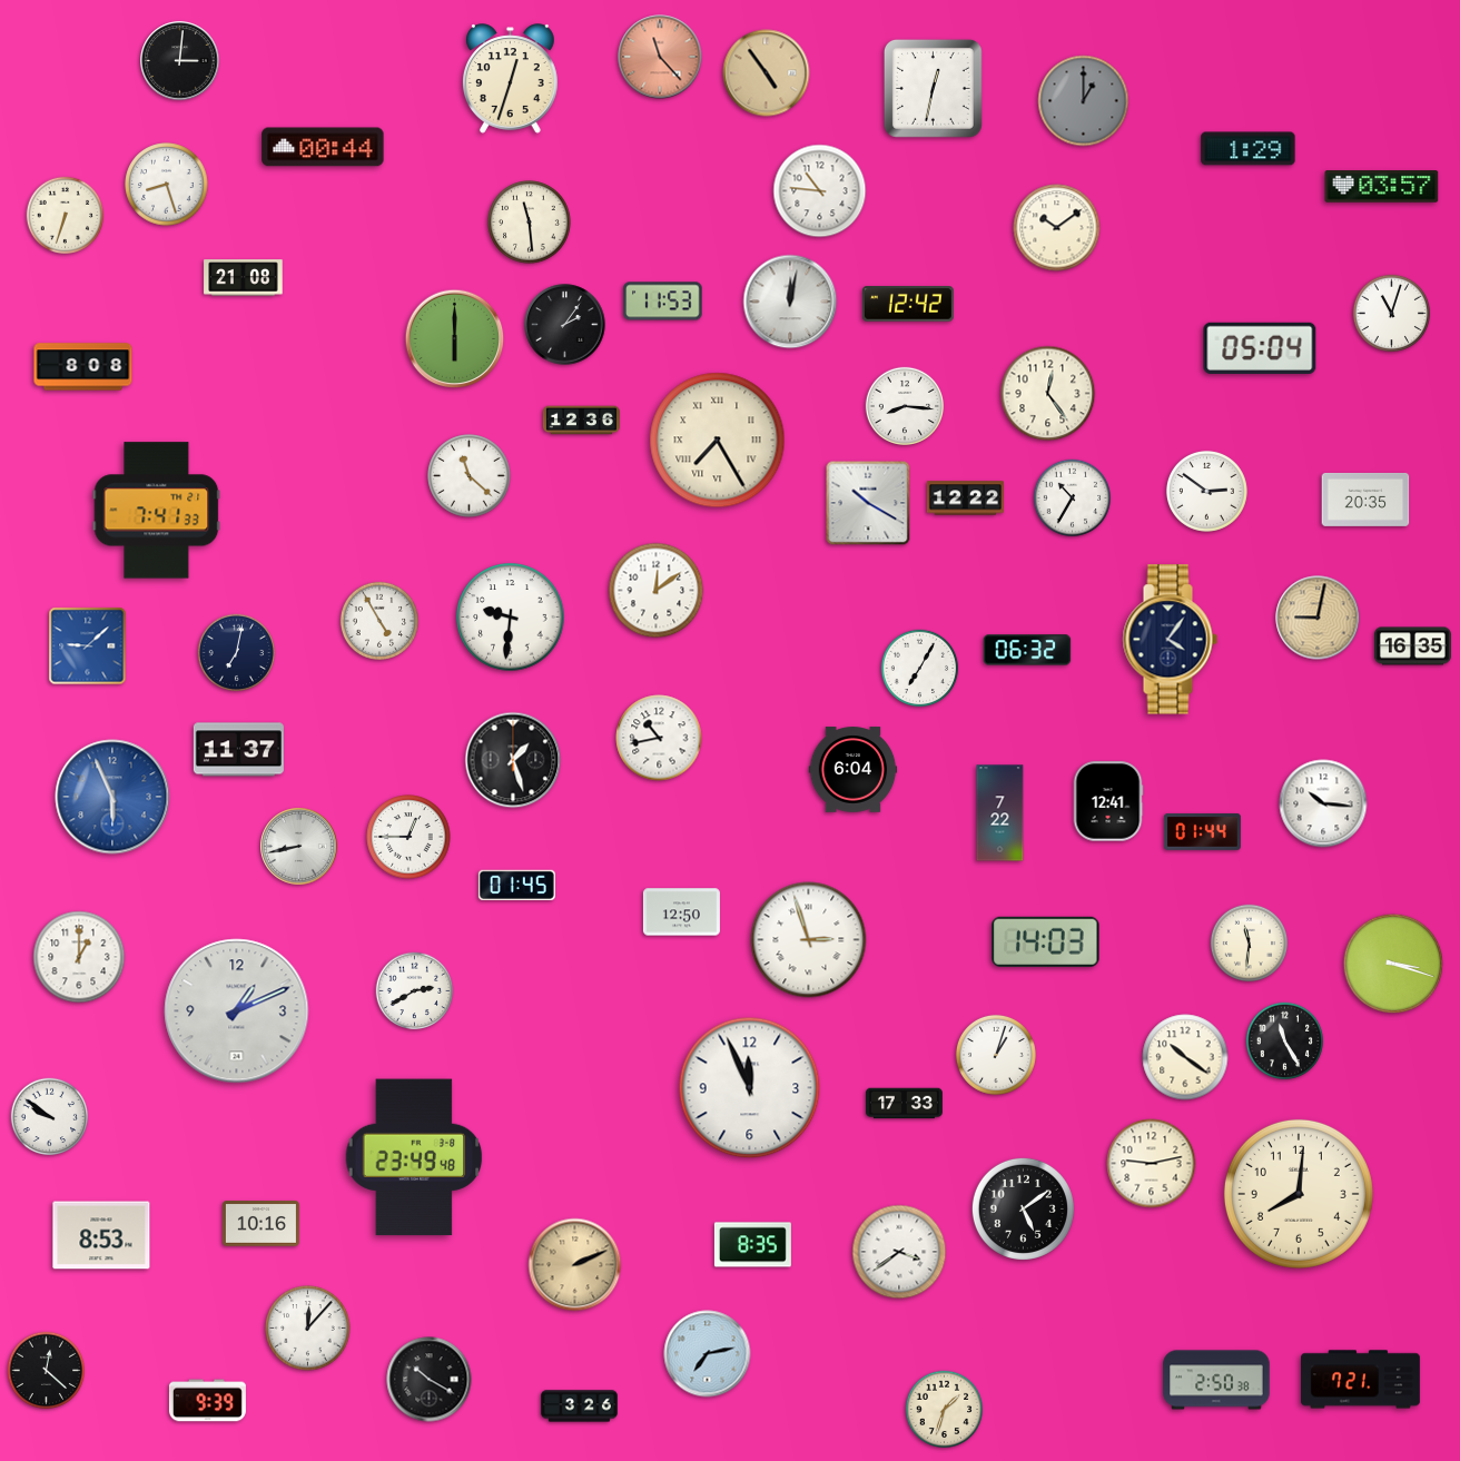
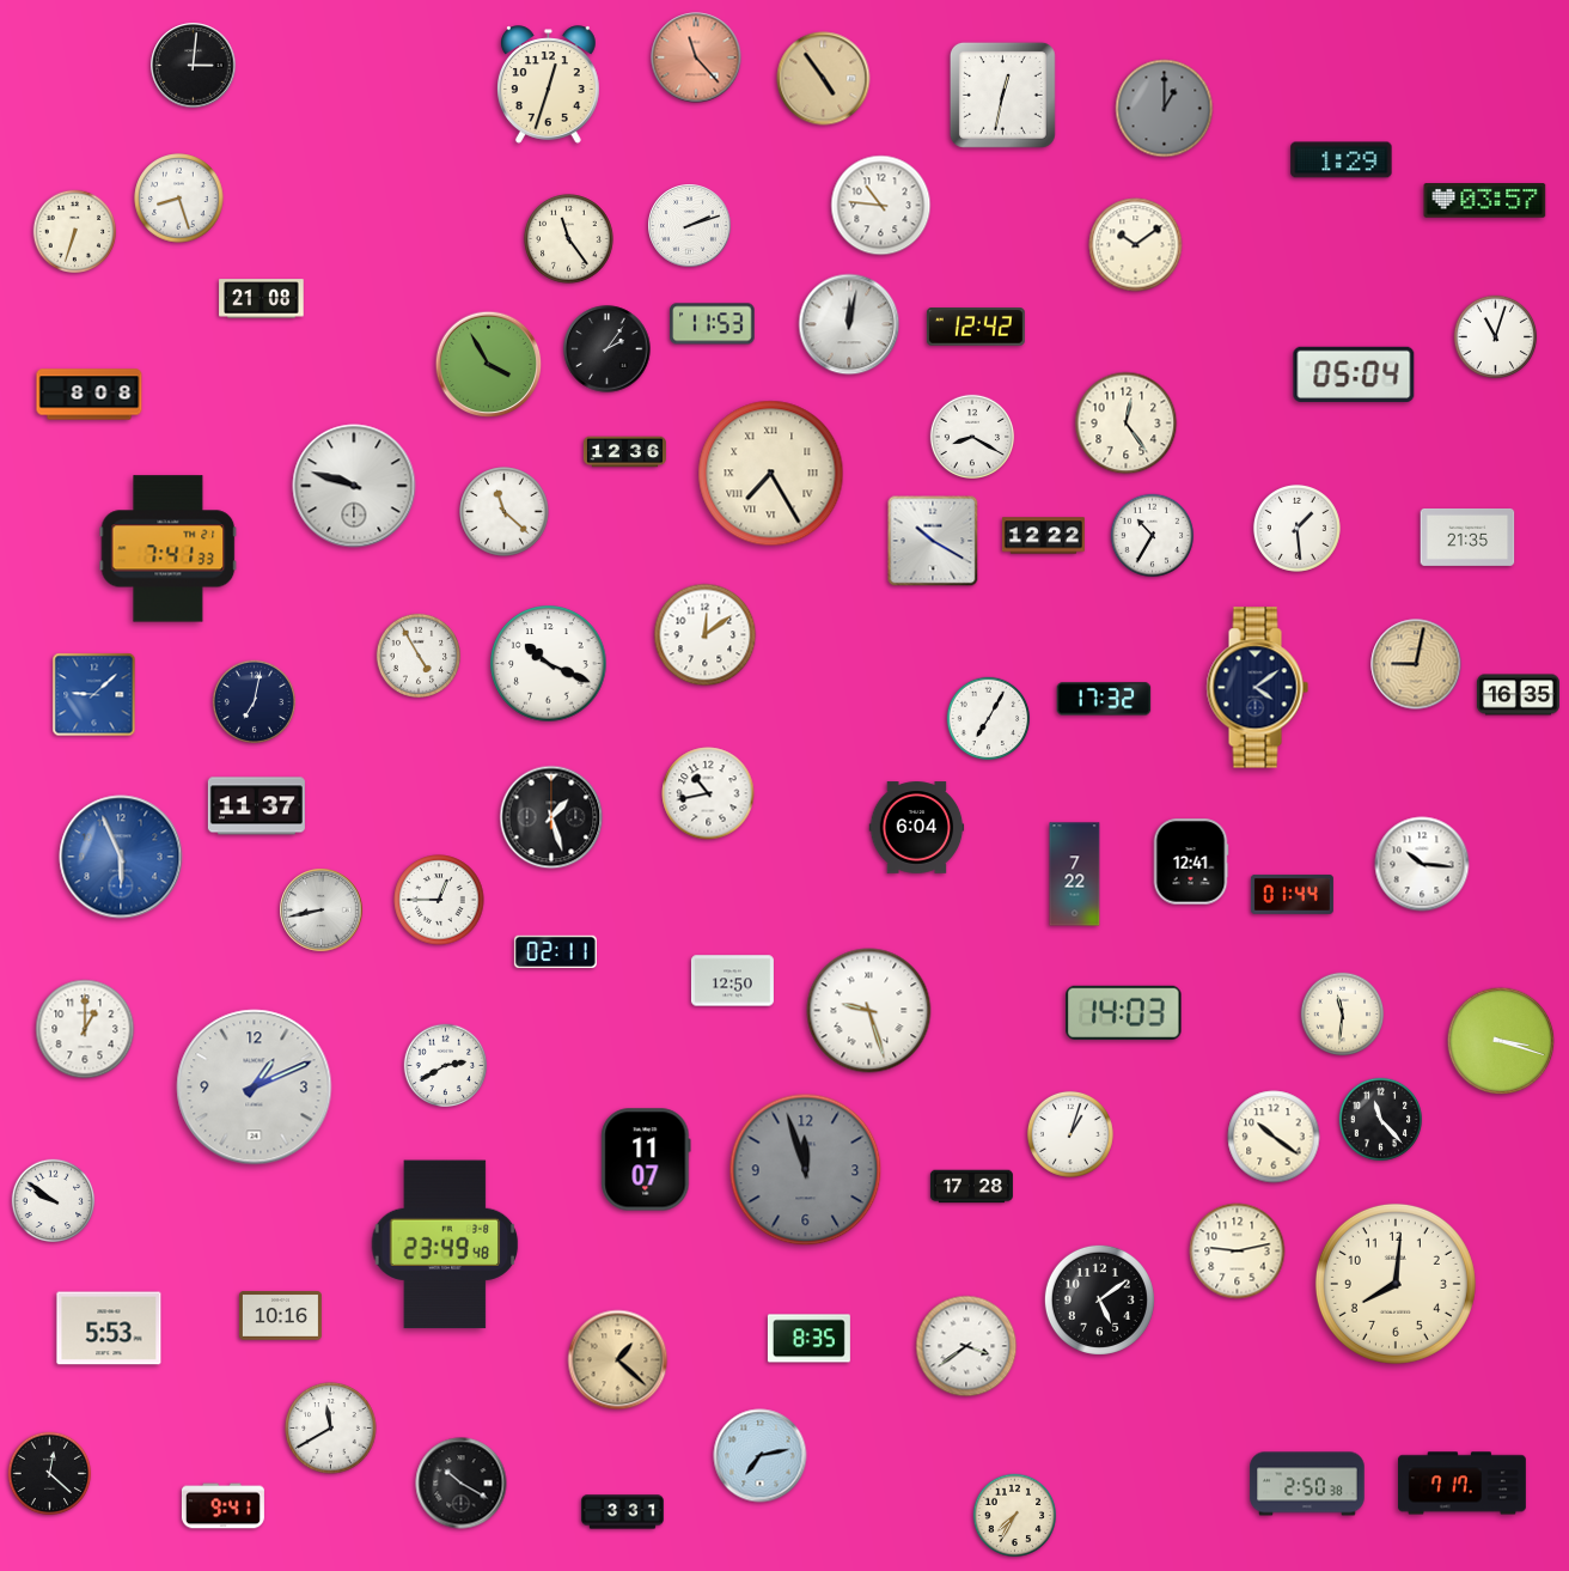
clock at (660, 57) position: (660, 57) -> (696, 57)
clock at (323, 147): 00:44 -> none
clock at (690, 226): none -> 2:12
clock at (66, 216) position: (66, 216) -> (75, 232)
clock at (530, 223): 11:29 -> 11:24
clock at (455, 339): 6:00 -> 3:55
clock at (904, 405): 8:16 -> 8:20
clock at (354, 486): none -> 9:48
clock at (1206, 491): 2:51 -> 1:29
clock at (965, 498) position: (965, 498) -> (1043, 536)
clock at (1365, 500): 20:35 -> 21:35
clock at (511, 618): 9:31 -> 10:19
clock at (378, 620) position: (378, 620) -> (417, 654)
clock at (1170, 640): 4:06 -> 4:09
clock at (1027, 650): 06:32 -> 17:32
clock at (516, 885): 01:45 -> 02:11
clock at (809, 940): 2:57 -> 9:27
clock at (1393, 964) position: (1393, 964) -> (1501, 1041)
clock at (1285, 1042): 11:25 -> 11:23
clock at (646, 1159): none -> 11:07
clock at (750, 1088): 11:56 -> 11:57
clock at (750, 1088) dial: white -> grey
clock at (904, 1104): 17:33 -> 17:28
clock at (101, 1235): 8:53 -> 5:53
clock at (575, 1265): 2:11 -> 1:22
clock at (308, 1329): 12:07 -> 11:40
clock at (1360, 1380): 7:21 -> 7:17
clock at (207, 1401): 9:39 -> 9:41
clock at (579, 1406): 3:26 -> 3:31
clock at (945, 1410): 1:33 -> 7:35
